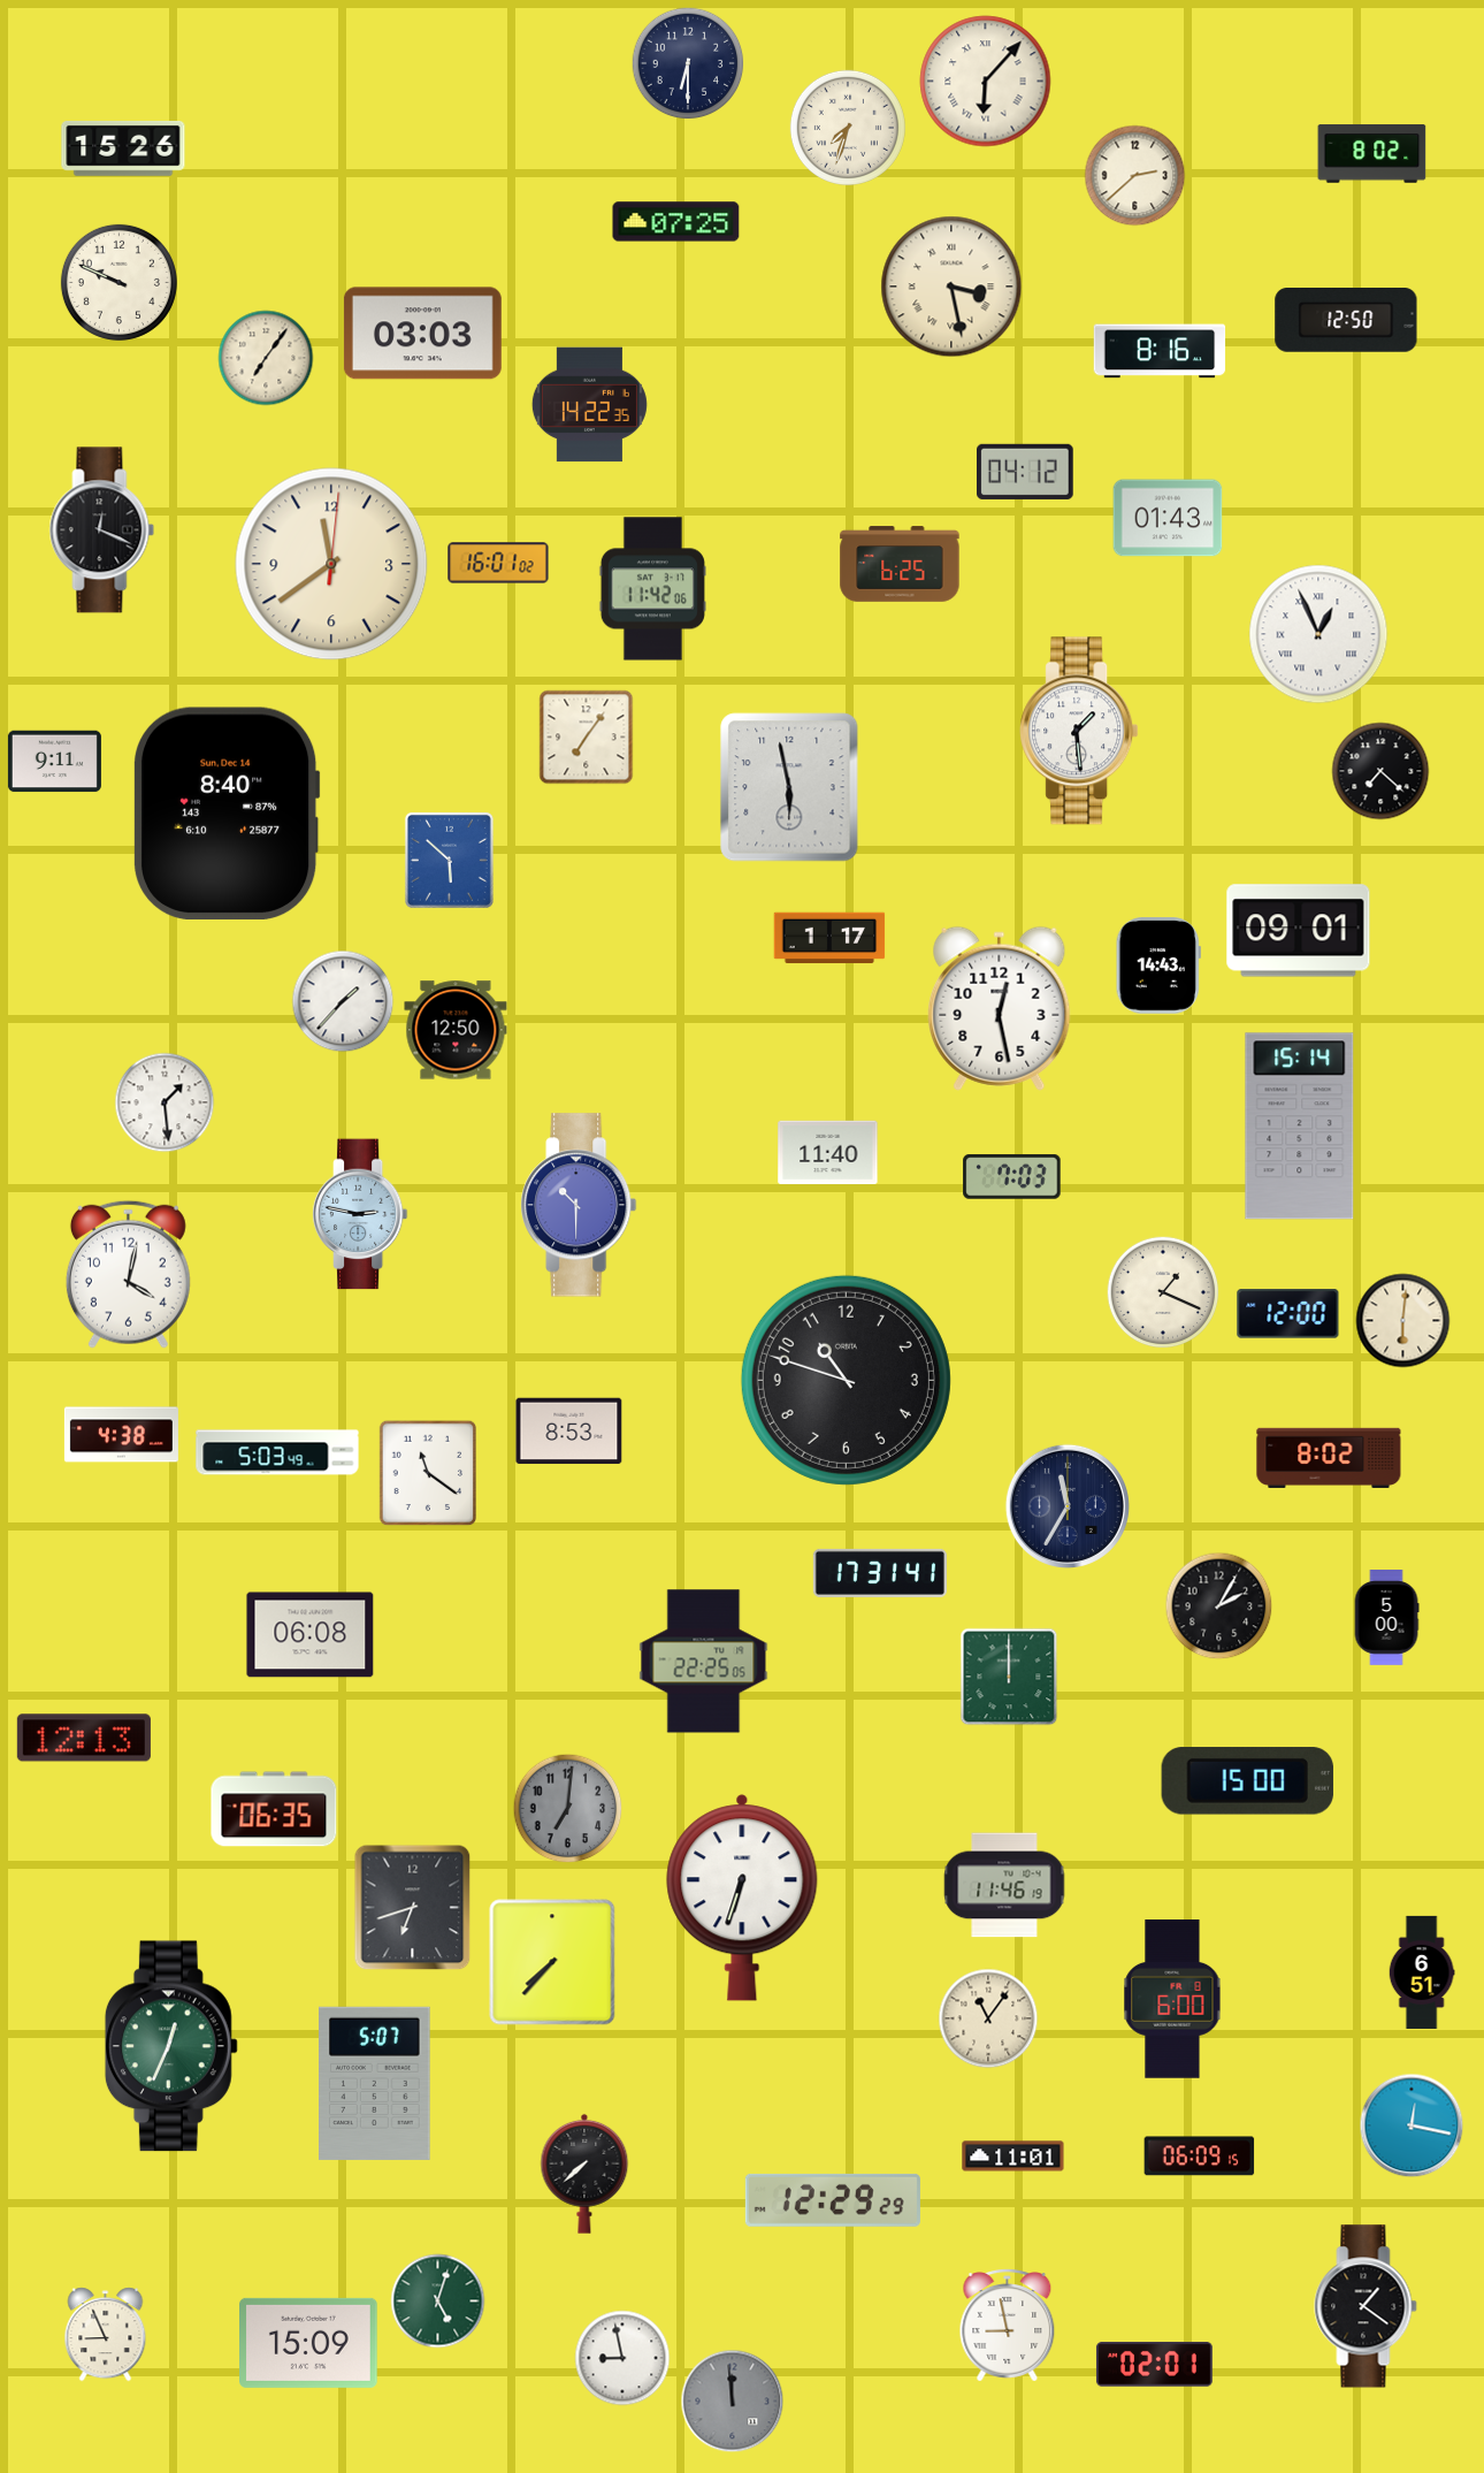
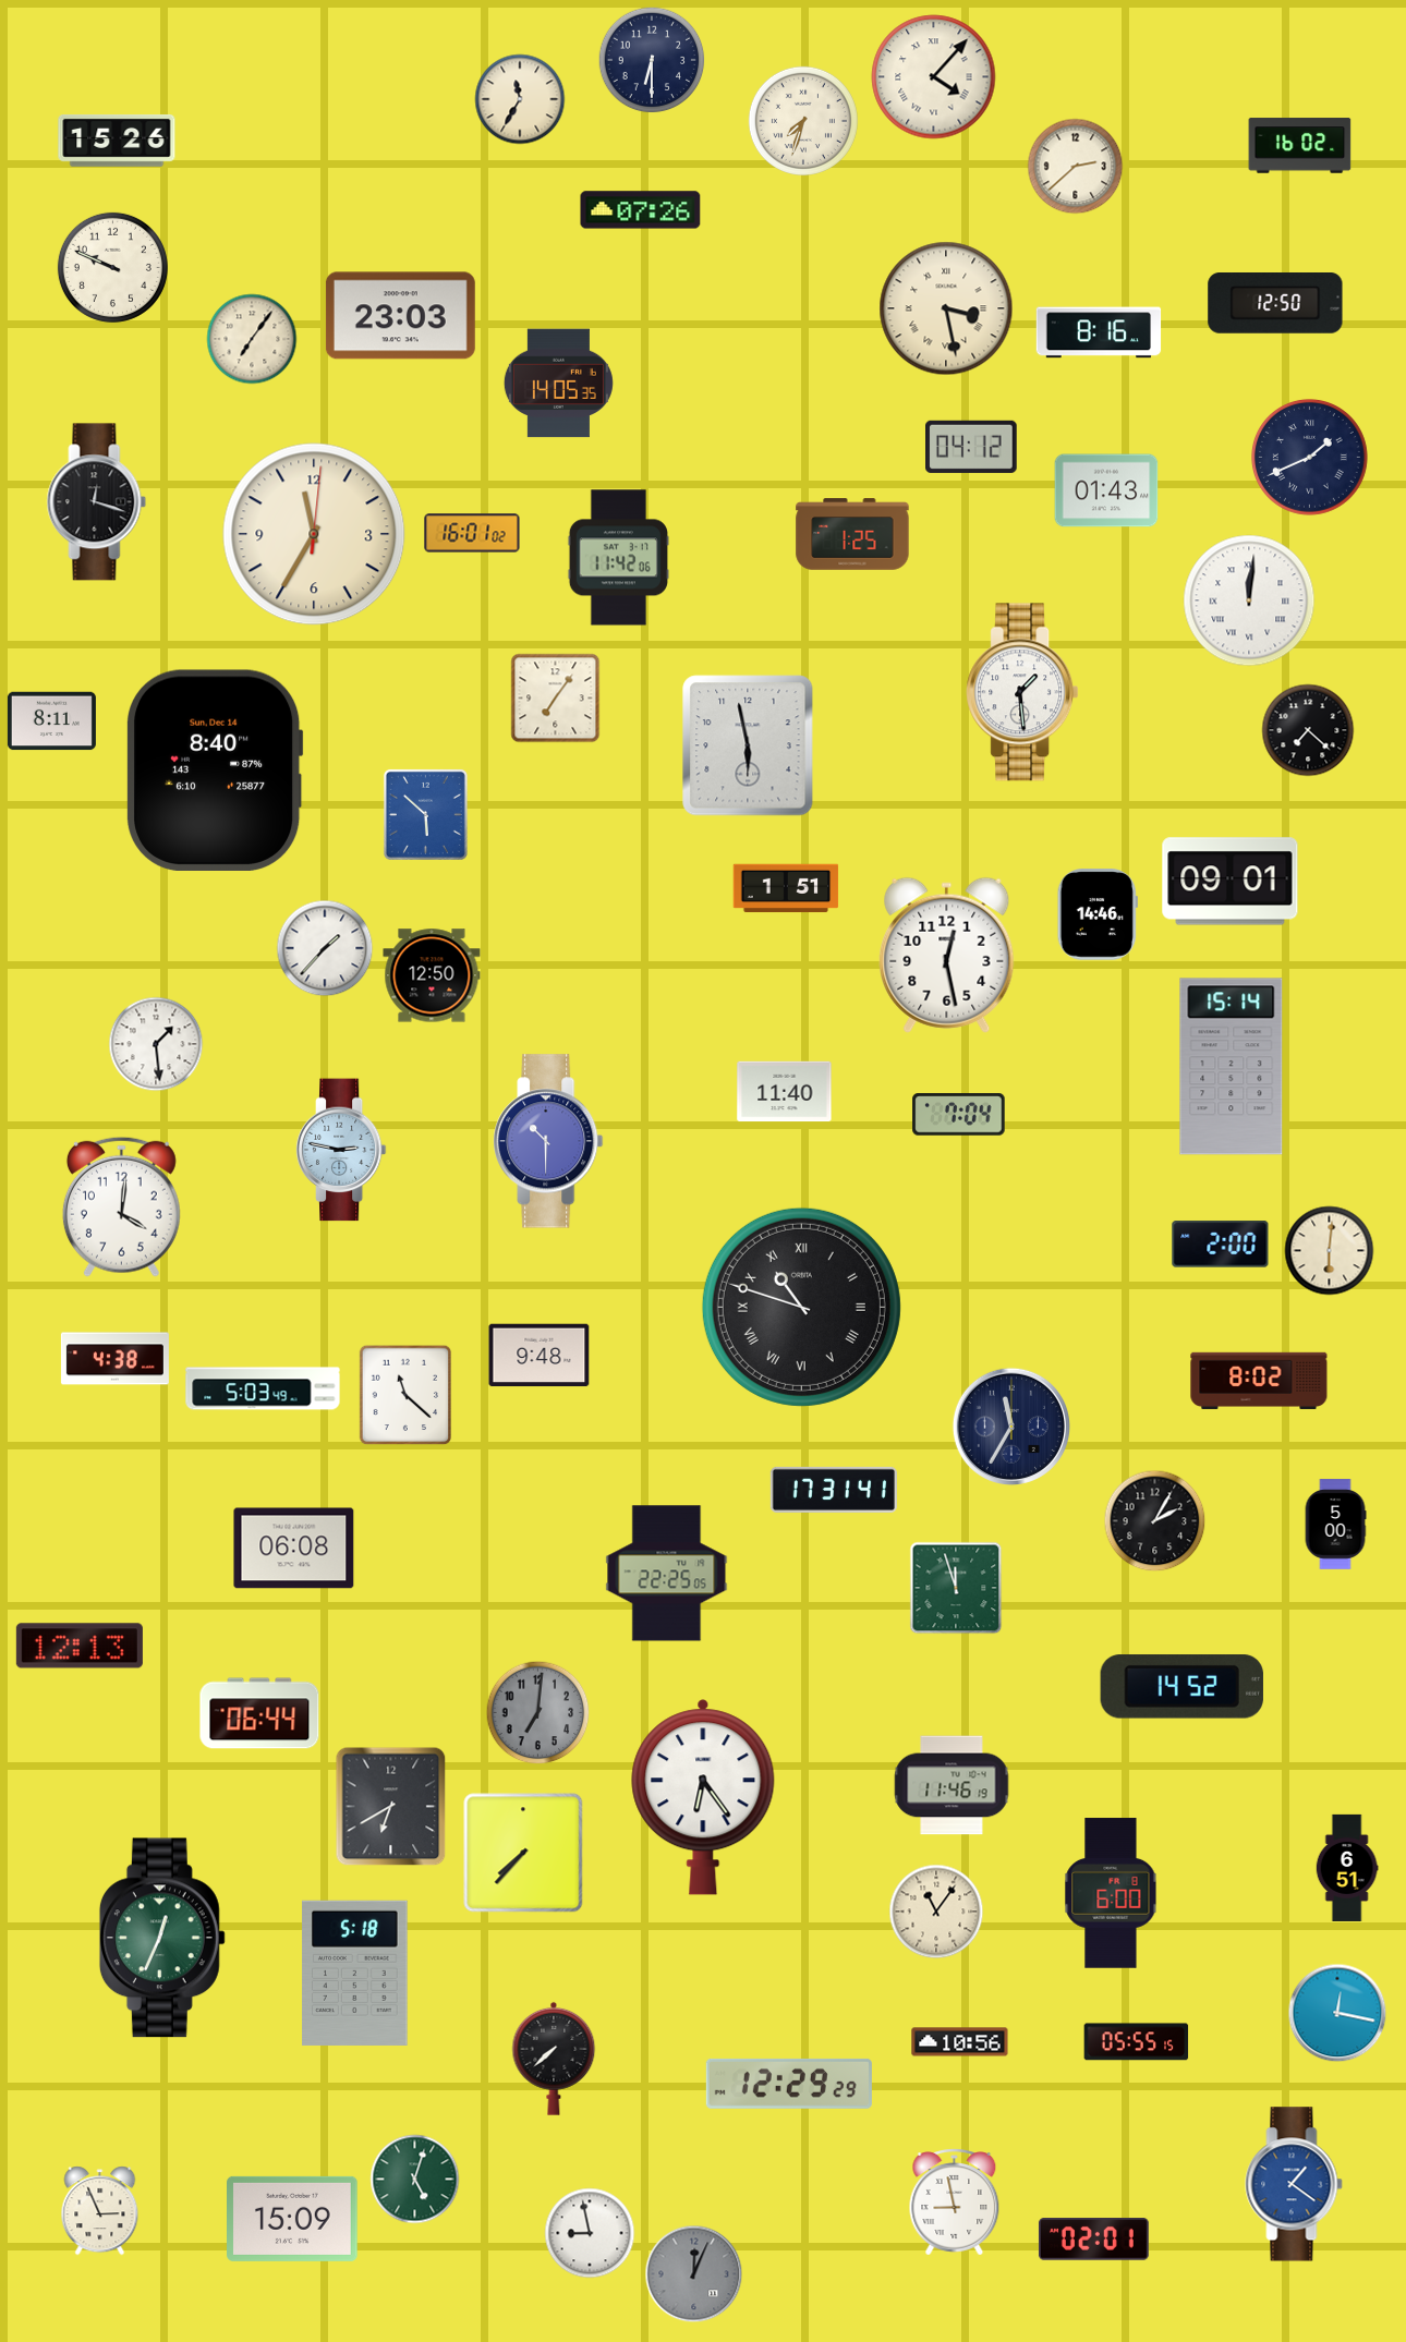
clock at (986, 82): 6:07 -> 4:07
clock at (520, 99): none -> 11:35
clock at (1372, 154): 8:02 -> 16:02
clock at (676, 222): 07:25 -> 07:26
clock at (951, 287) position: (951, 287) -> (946, 308)
clock at (422, 334): 03:03 -> 23:03
clock at (589, 405): 14:22 -> 14:05
clock at (1310, 458): none -> 1:41
clock at (102, 531): 12:19 -> 12:18
clock at (331, 564): 11:39 -> 11:35
clock at (900, 564): 6:25 -> 1:25
clock at (1318, 634): 12:56 -> 12:01
clock at (54, 762): 9:11 -> 8:11
clock at (829, 938): 1:17 -> 1:51
clock at (1158, 965): 14:43 -> 14:46
clock at (1012, 1177): 7:03 -> 7:04
clock at (128, 1274): 4:02 -> 4:01
clock at (1163, 1292): 1:19 -> none
clock at (1288, 1314): 12:00 -> 2:00
clock at (846, 1380) numerals: Arabic -> Roman
clock at (569, 1432): 8:53 -> 9:48
clock at (277, 1452) position: (277, 1452) -> (263, 1388)
clock at (428, 1473): 11:21 -> 11:22
clock at (1386, 1618) position: (1386, 1618) -> (1335, 1525)
clock at (1009, 1677): 12:00 -> 11:57
clock at (1247, 1781): 15:00 -> 14:52
clock at (274, 1809): 06:35 -> 06:44
clock at (742, 1898): 6:33 -> 6:24
clock at (413, 1908): 6:42 -> 6:40
clock at (552, 1962) position: (552, 1962) -> (523, 1853)
clock at (375, 2083): 5:07 -> 5:18
clock at (1013, 2157): 11:01 -> 10:56
clock at (1200, 2157): 06:09 -> 05:55
clock at (1366, 2306) dial: black -> blue
clock at (106, 2335): 8:56 -> 2:56
clock at (733, 2402): 11:59 -> 12:04
